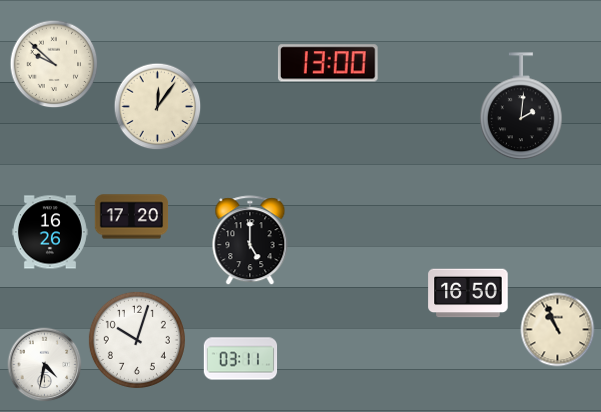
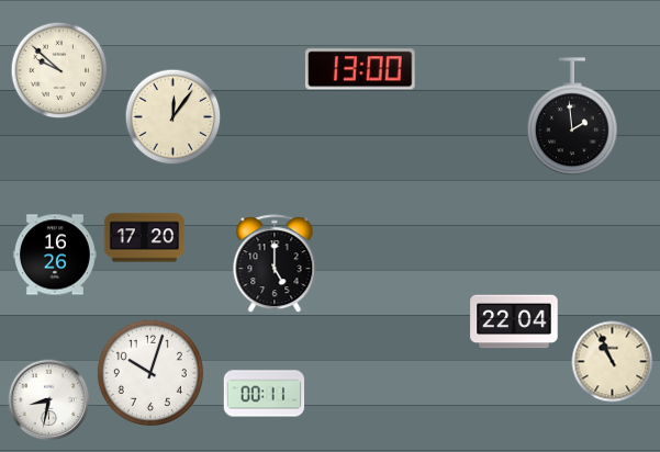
clock at (522, 107): 2:01 -> 1:59
clock at (468, 293): 16:50 -> 22:04
clock at (241, 359): 03:11 -> 00:11
clock at (45, 365): 4:32 -> 8:32
